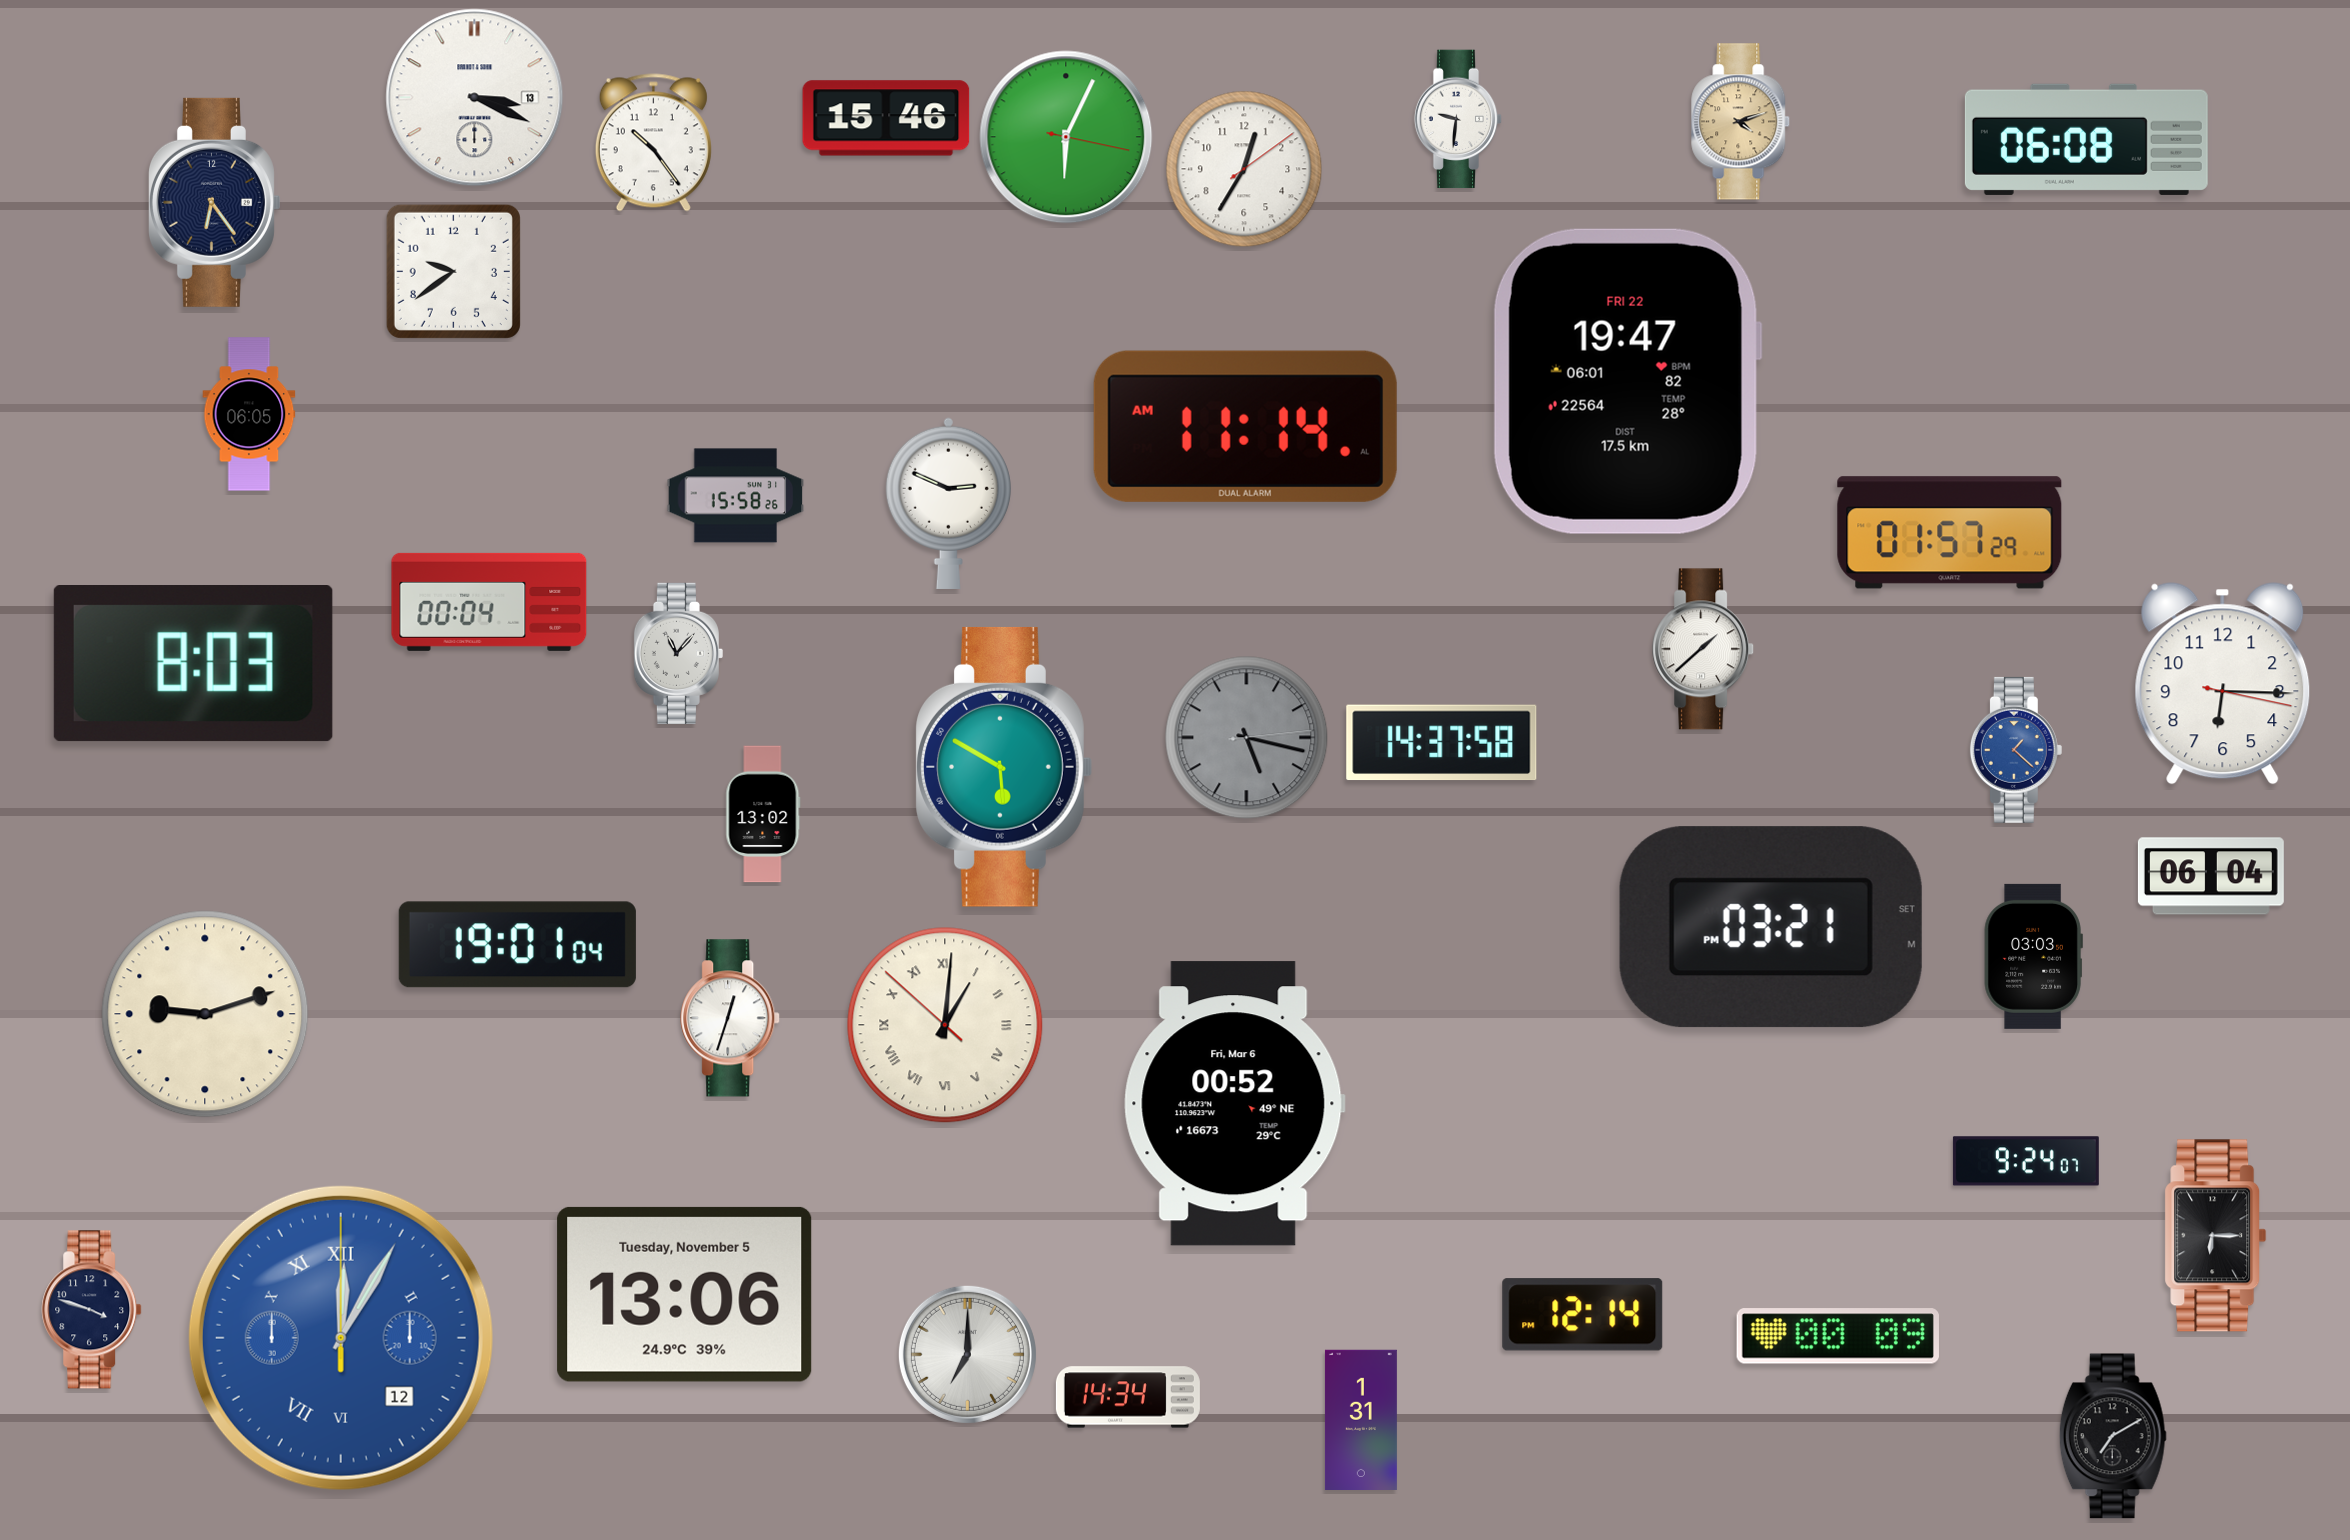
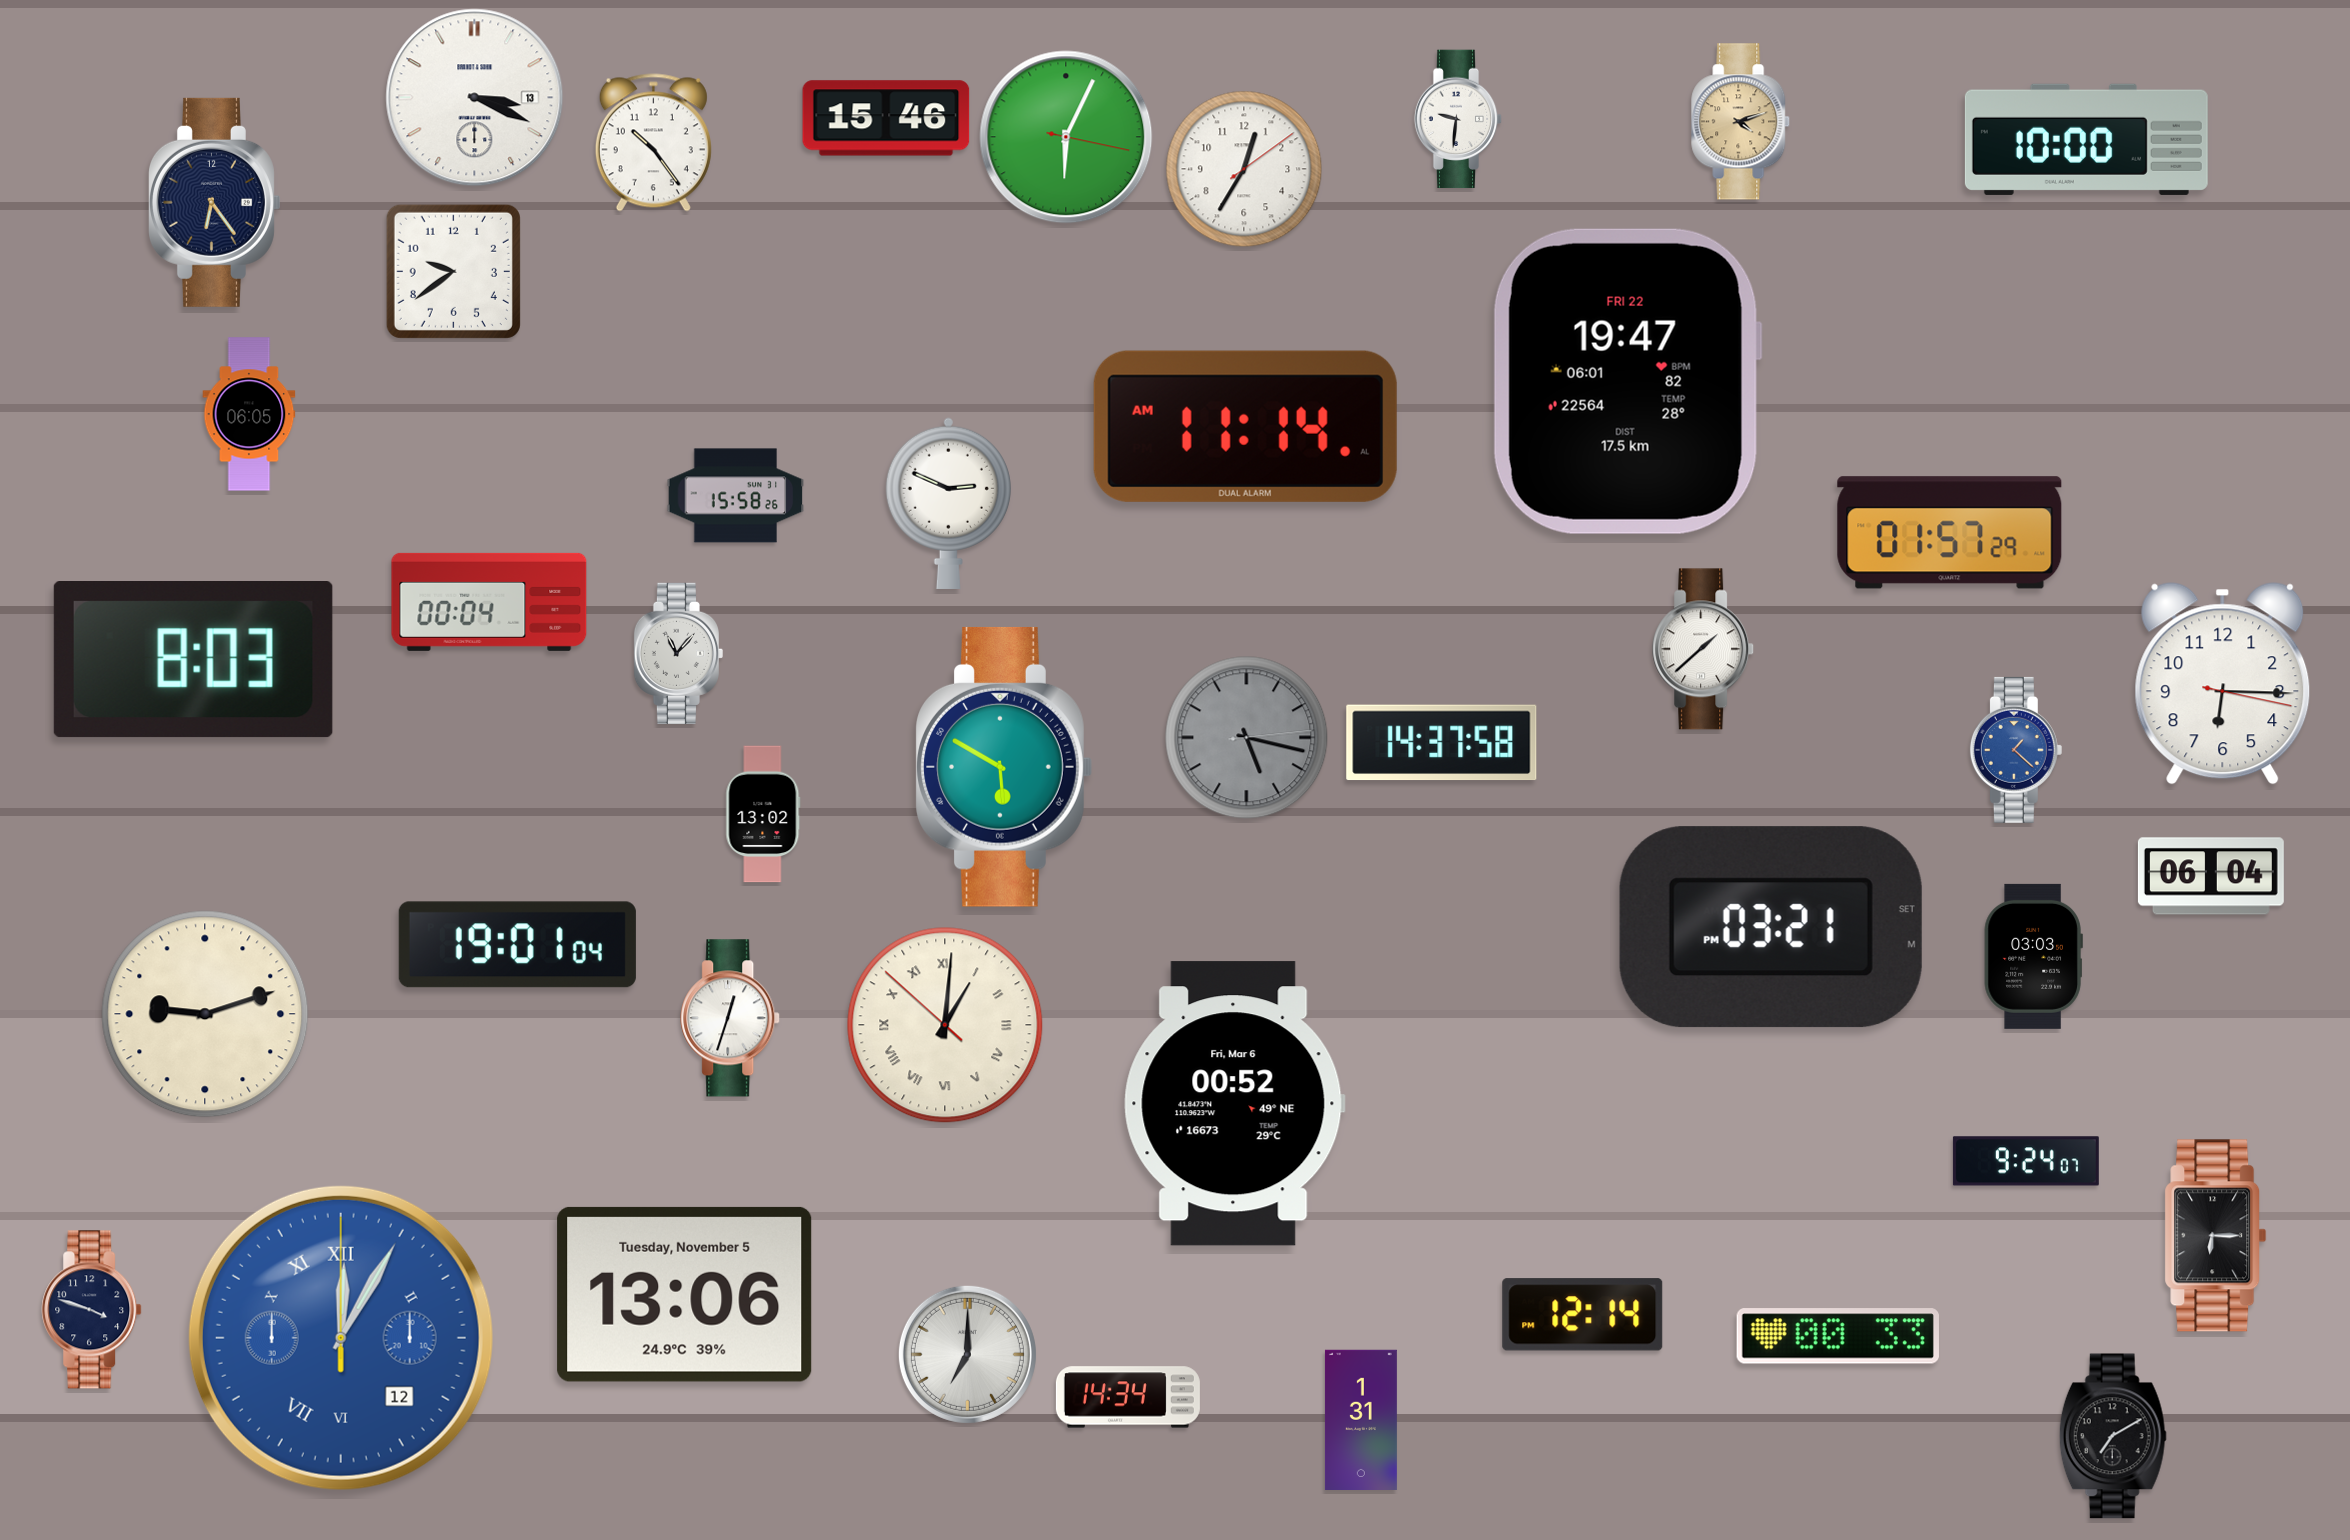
clock at (2086, 139): 06:08 -> 10:00
clock at (193, 664) position: (193, 664) -> (193, 660)
clock at (1838, 1336): 00:09 -> 00:33
